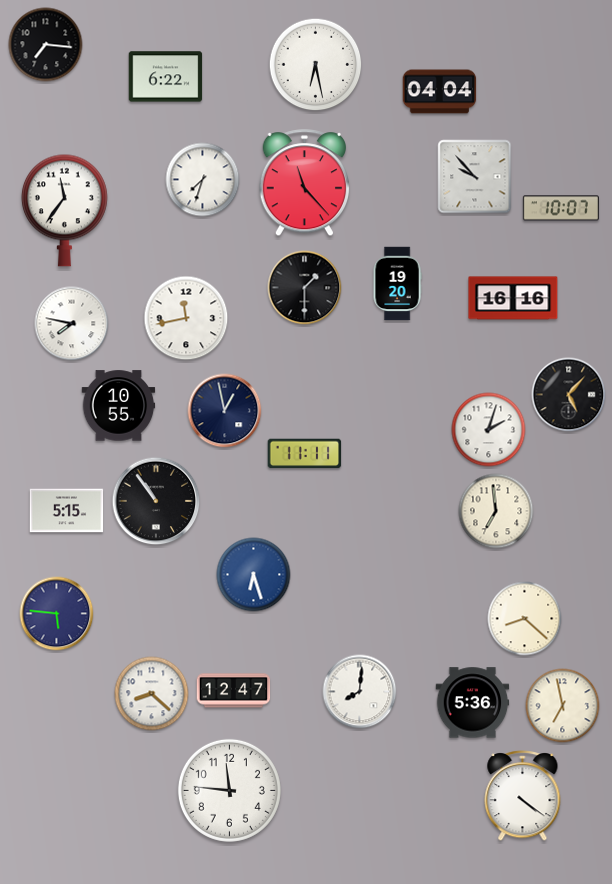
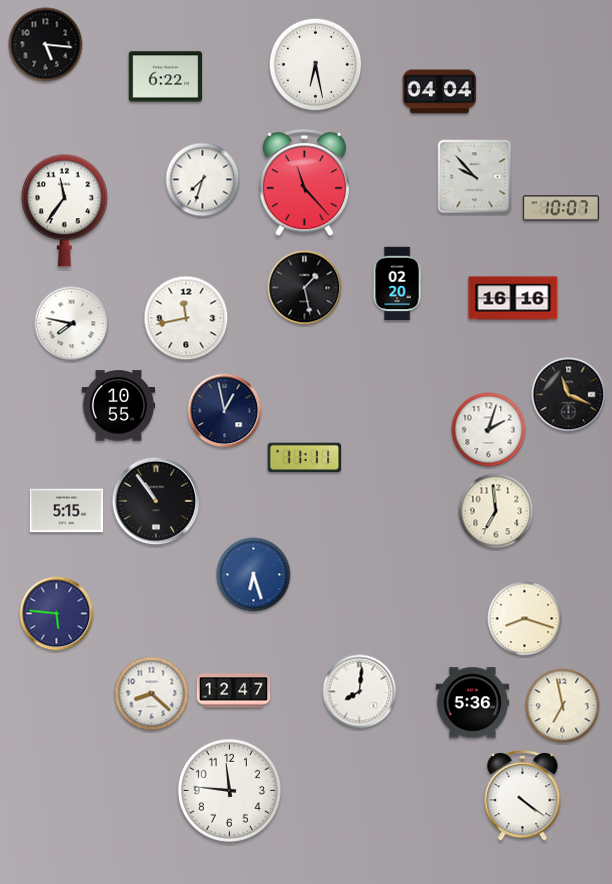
clock at (46, 45): 7:16 -> 5:16
clock at (397, 284): 19:20 -> 02:20
clock at (305, 288): 1:30 -> 1:28
clock at (569, 395): 5:07 -> 11:19
clock at (305, 454) position: (305, 454) -> (305, 458)
clock at (525, 619): 8:22 -> 8:18
